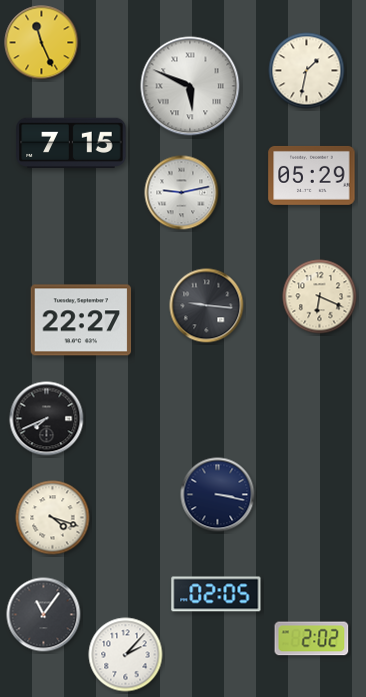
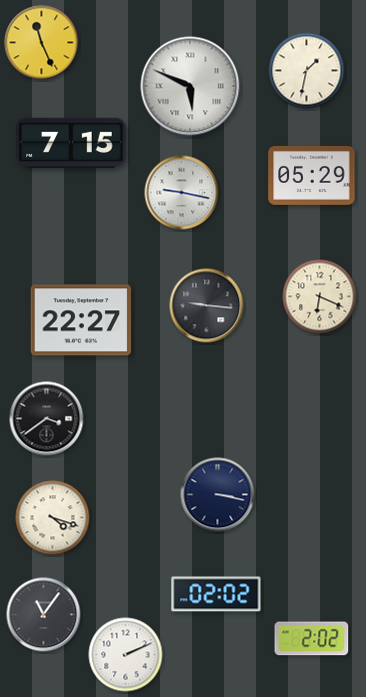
clock at (182, 193): 9:13 -> 9:17
clock at (47, 419): 7:41 -> 3:39
clock at (216, 594): 02:05 -> 02:02
clock at (126, 655): 2:07 -> 2:11
